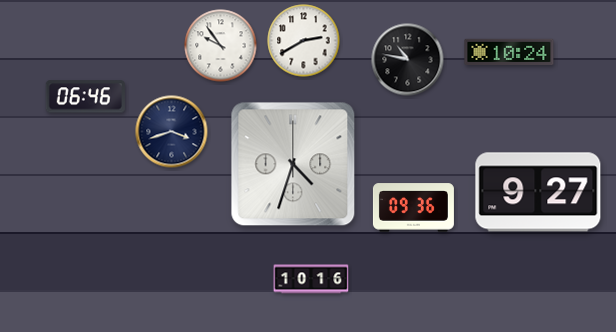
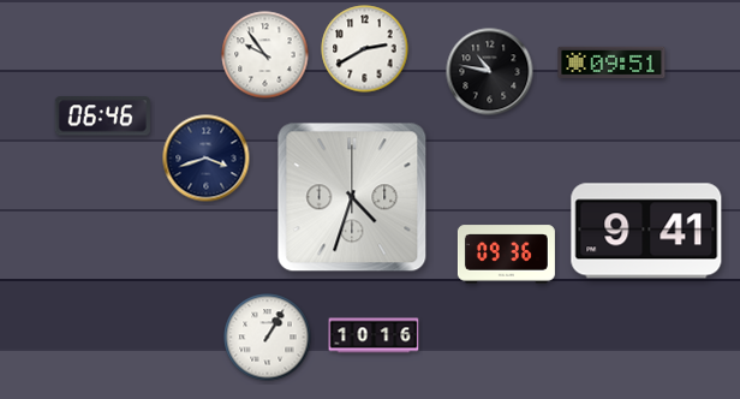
clock at (509, 51): 10:24 -> 09:51
clock at (538, 192): 9:27 -> 9:41
clock at (413, 208) position: (413, 208) -> (506, 255)
clock at (268, 338): none -> 1:05
